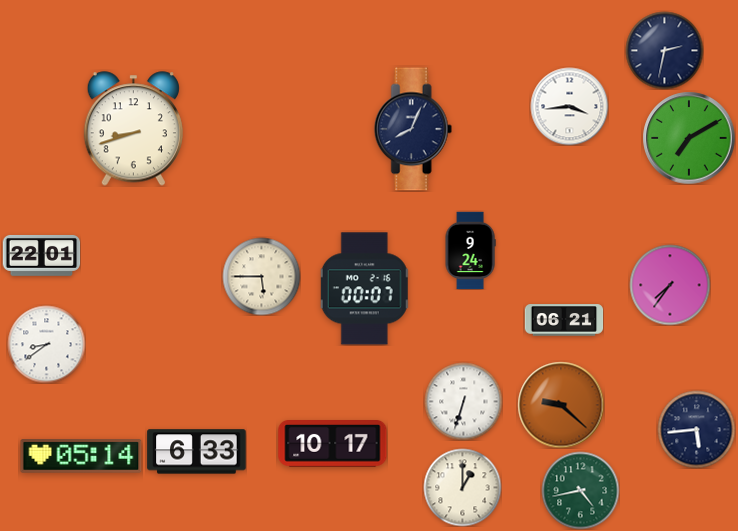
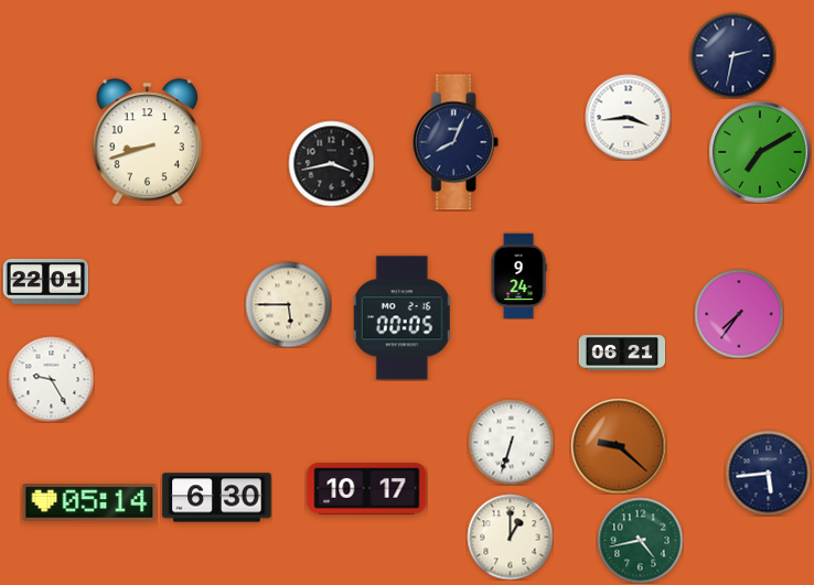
clock at (331, 163): none -> 3:43
clock at (364, 289): 00:07 -> 00:05
clock at (46, 344): 8:39 -> 9:25
clock at (197, 452): 6:33 -> 6:30
